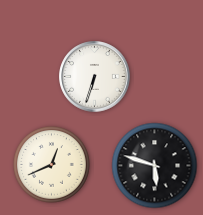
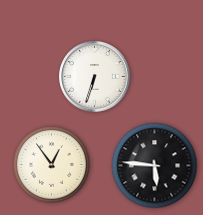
clock at (52, 165): 12:41 -> 12:54
clock at (155, 166): 5:48 -> 5:46
